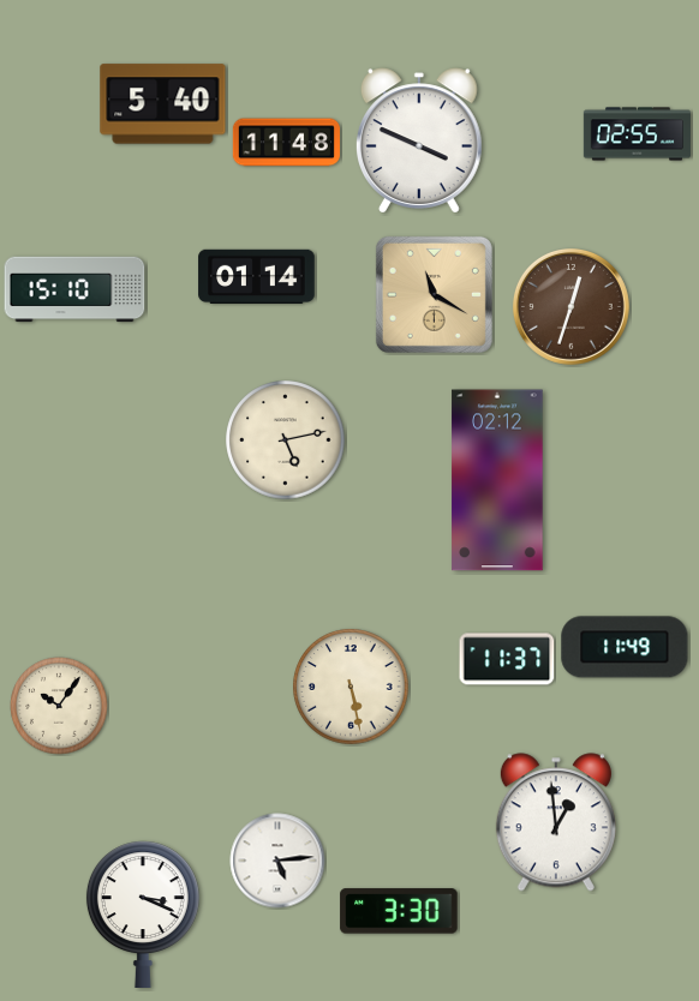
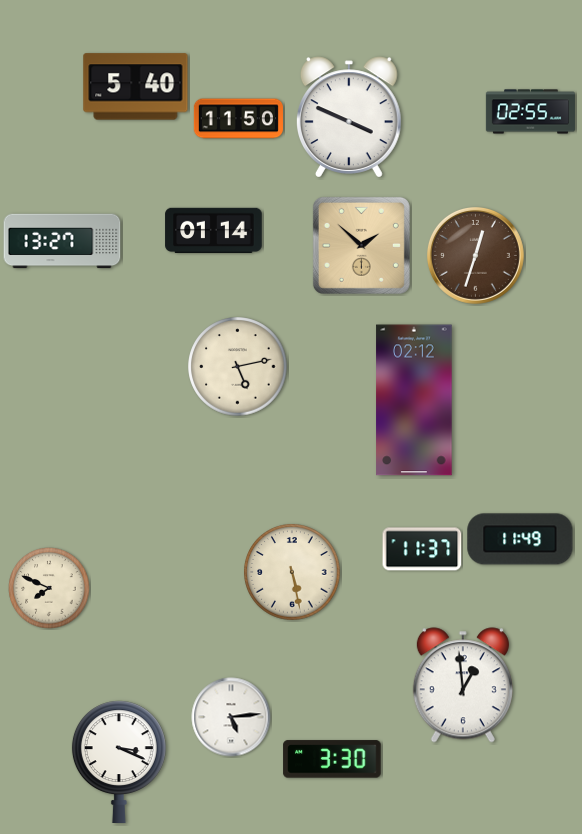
clock at (286, 143): 11:48 -> 11:50
clock at (74, 289): 15:10 -> 13:27
clock at (434, 294): 11:20 -> 1:52
clock at (59, 706): 10:06 -> 7:49
